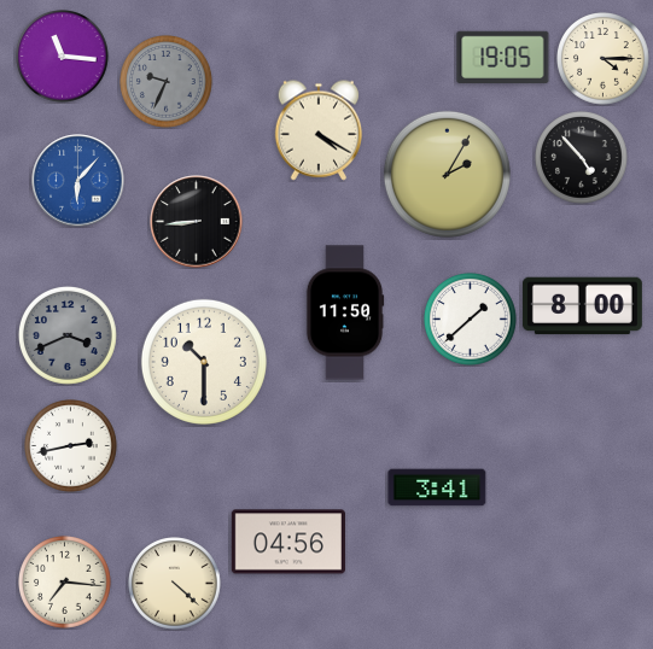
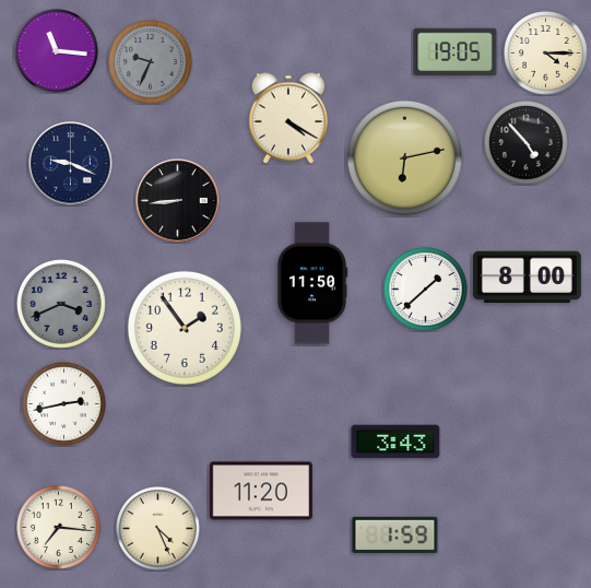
clock at (167, 82) position: (167, 82) -> (151, 62)
clock at (447, 174): 2:05 -> 6:13
clock at (78, 181): 6:07 -> 9:19
clock at (78, 181) dial: blue -> navy
clock at (204, 362): 10:30 -> 1:54
clock at (437, 487): 3:41 -> 3:43
clock at (288, 542): 04:56 -> 11:20
clock at (175, 584): 4:22 -> 4:26
clock at (395, 534): none -> 1:59
